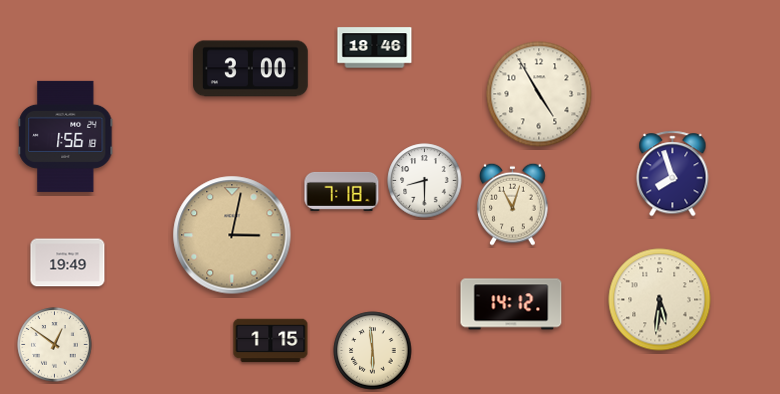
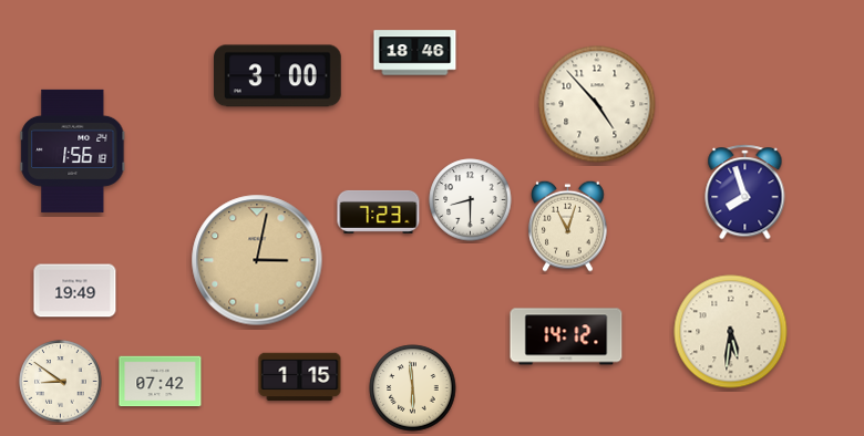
clock at (539, 94): 4:55 -> 4:53
clock at (342, 191): 7:18 -> 7:23
clock at (55, 345): 12:51 -> 8:51
clock at (161, 382): none -> 07:42
